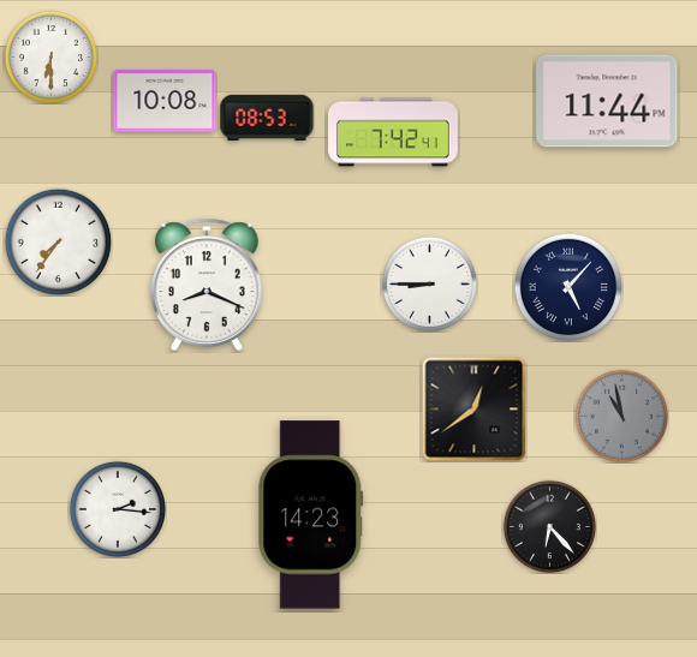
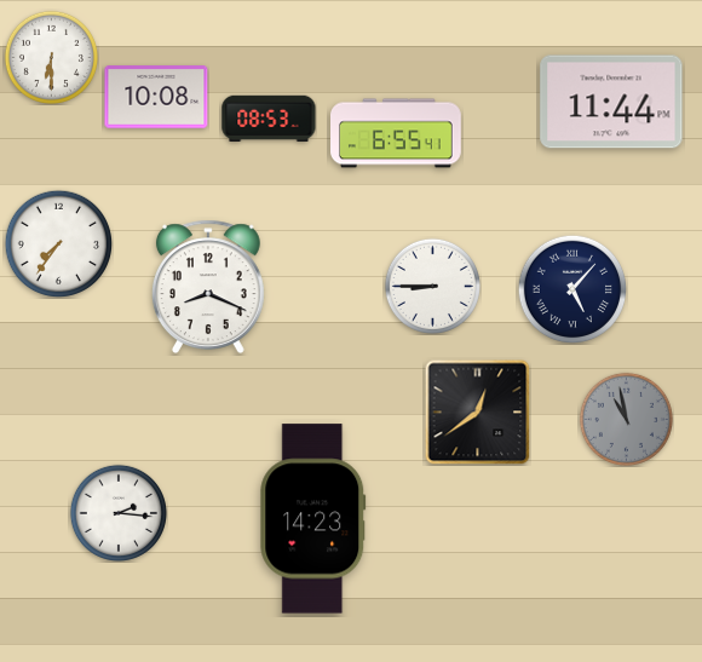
clock at (165, 101) position: (165, 101) -> (156, 97)
clock at (394, 132): 7:42 -> 6:55
clock at (549, 526): 6:23 -> none
